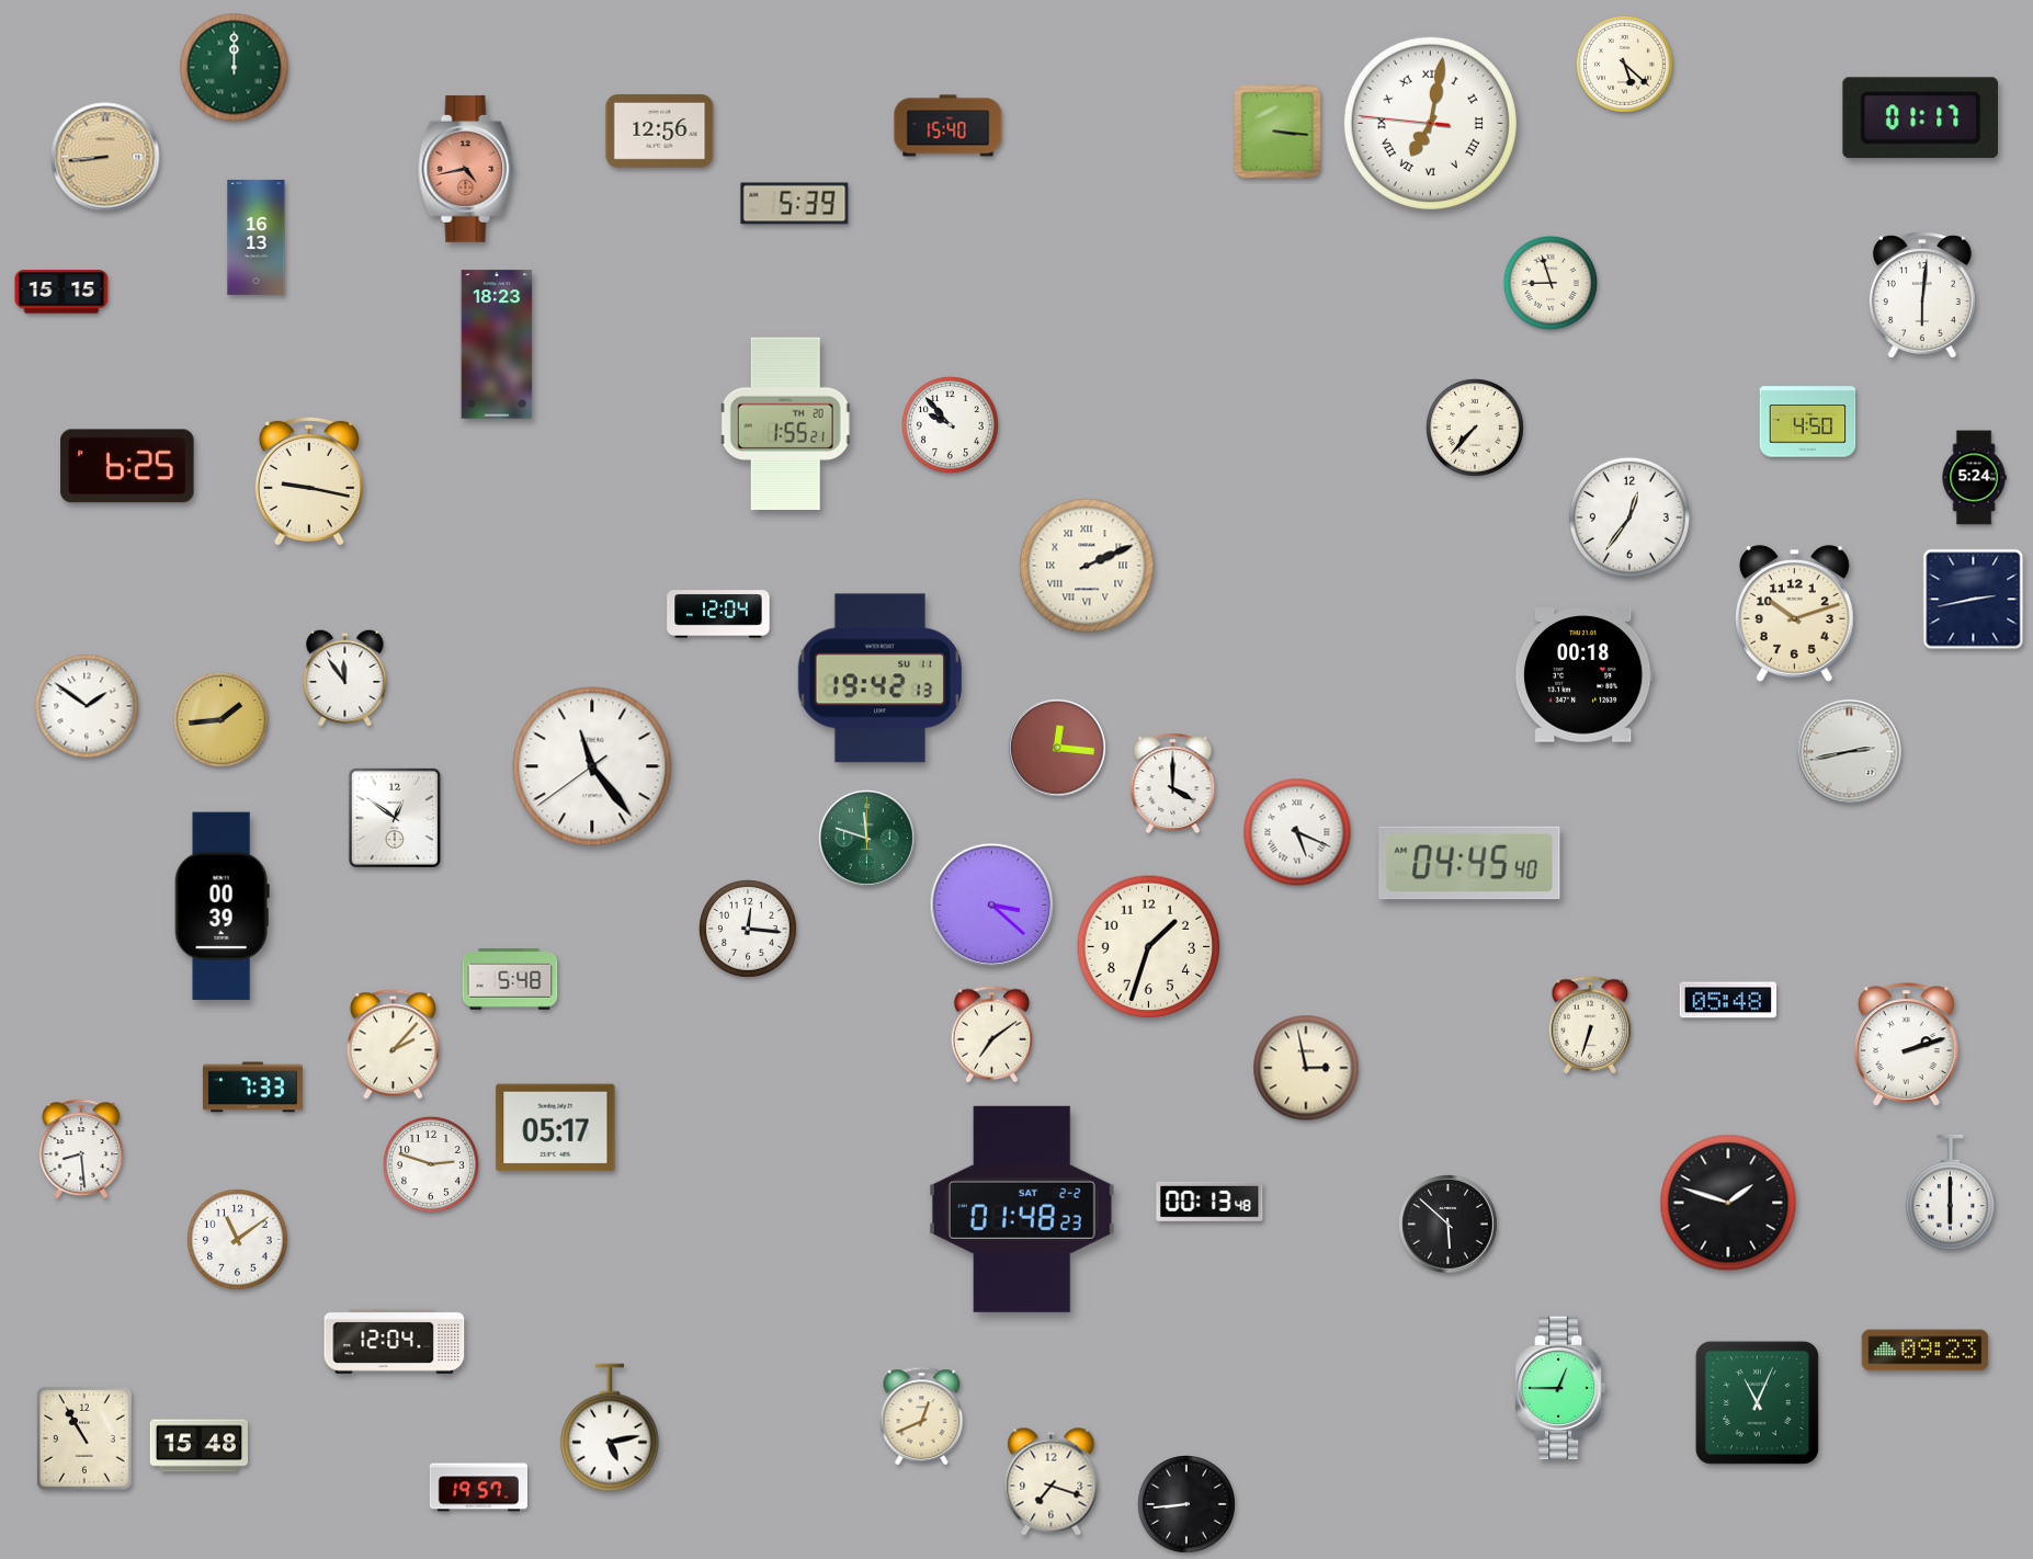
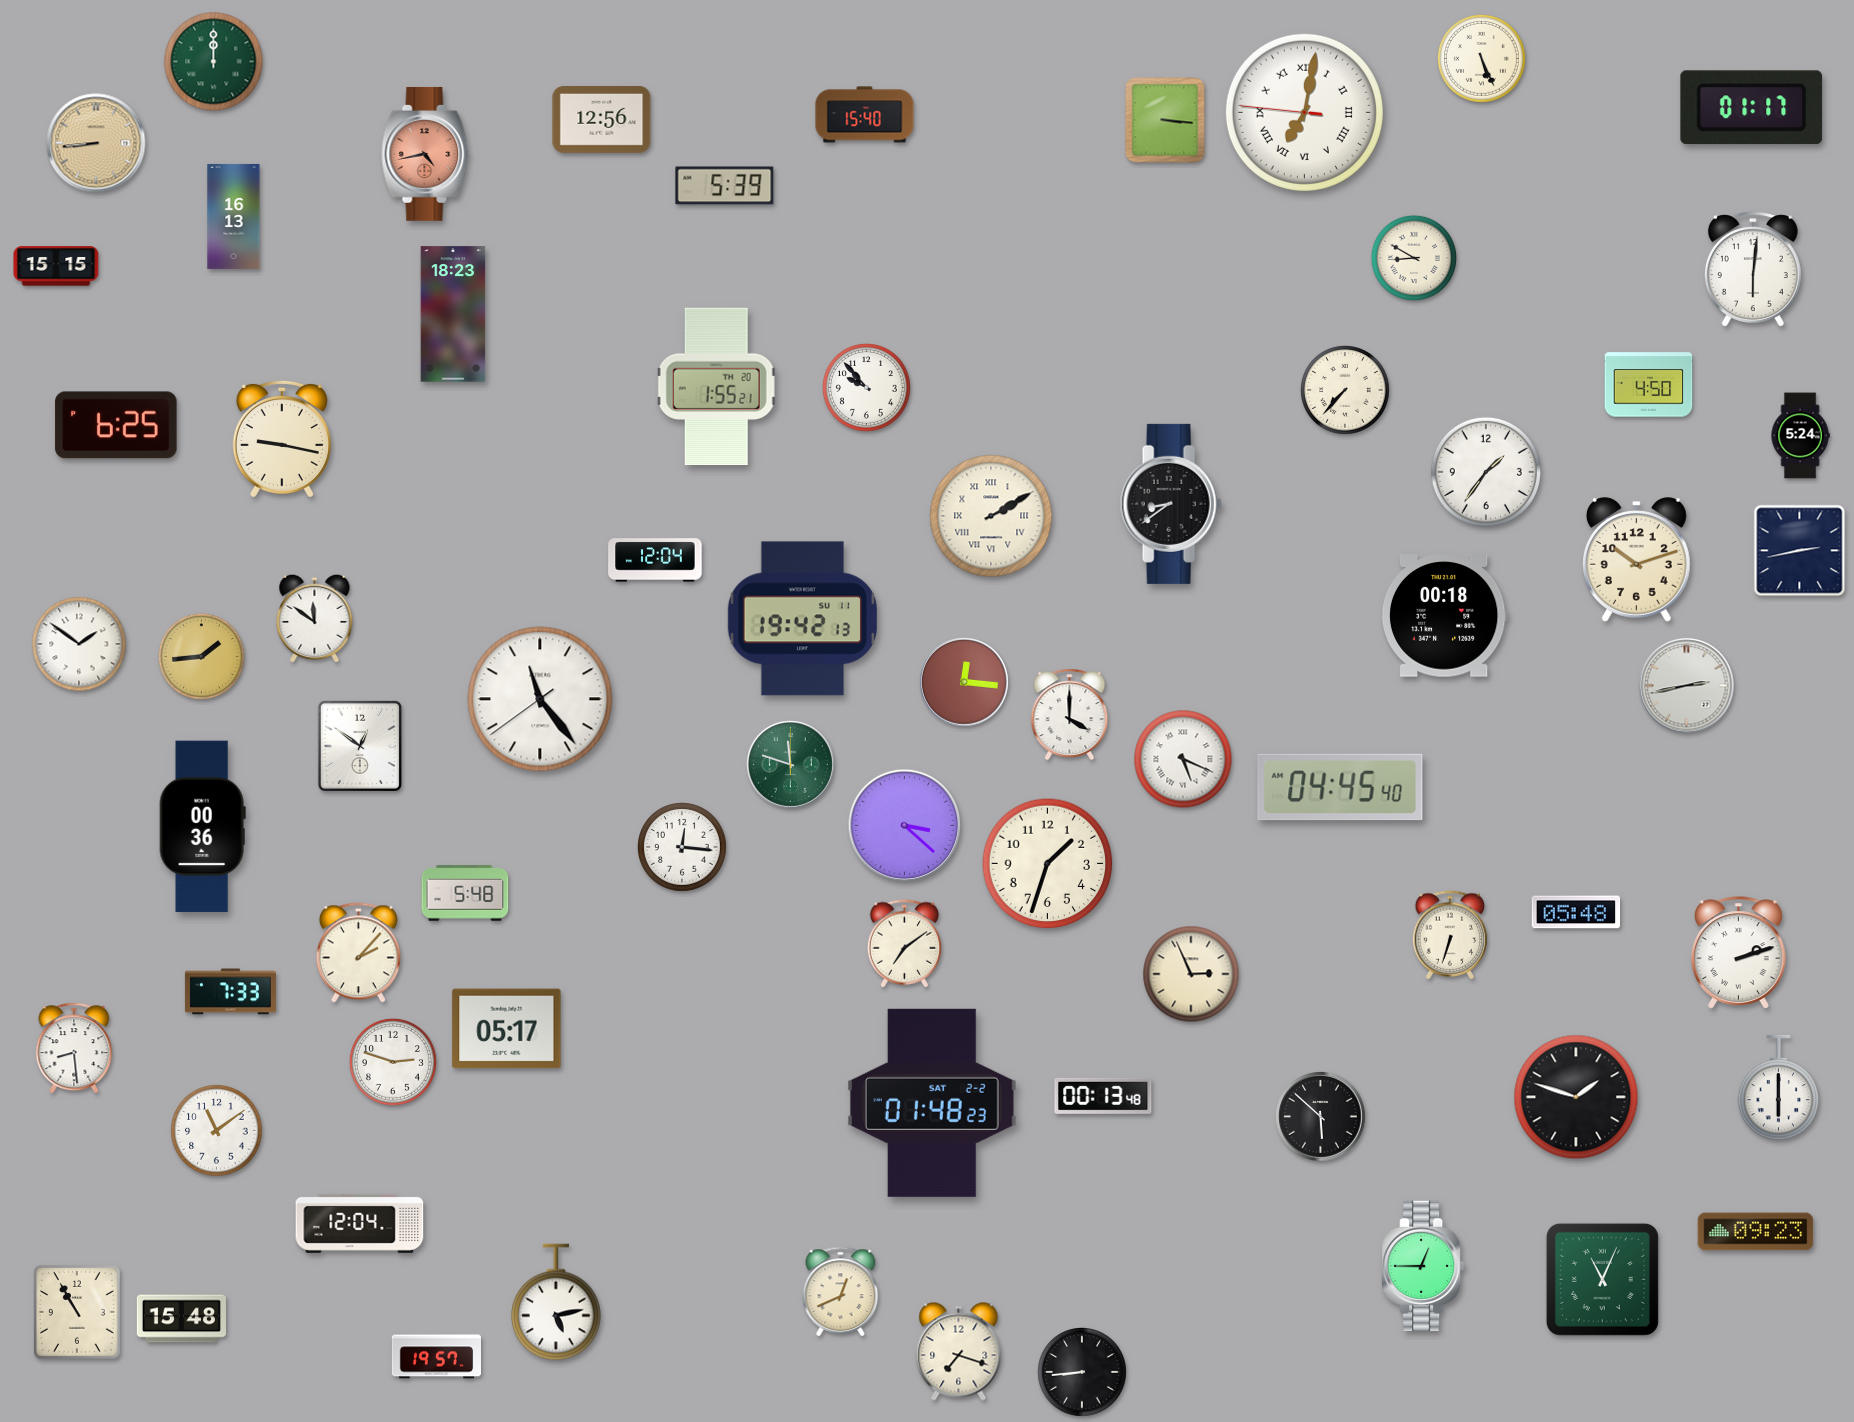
clock at (1624, 64): 5:22 -> 5:26
clock at (1551, 283): 8:57 -> 8:50
clock at (1629, 517): 12:36 -> 1:36
clock at (1171, 504): none -> 8:39
clock at (1087, 566): 2:11 -> 2:10
clock at (1974, 600) position: (1974, 600) -> (1800, 551)
clock at (345, 678): 11:54 -> 11:51
clock at (222, 907): 00:39 -> 00:36
clock at (1306, 1068): 2:58 -> 2:56
